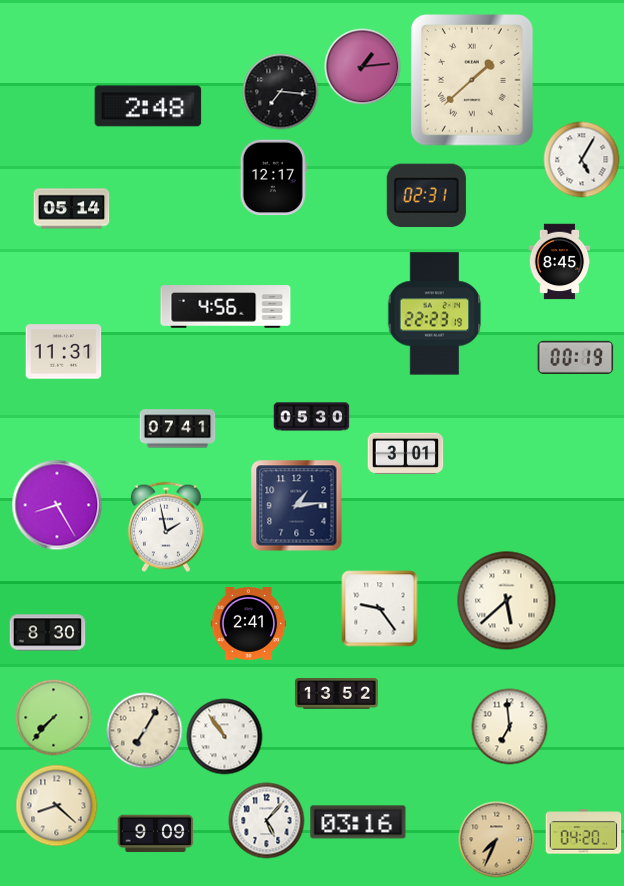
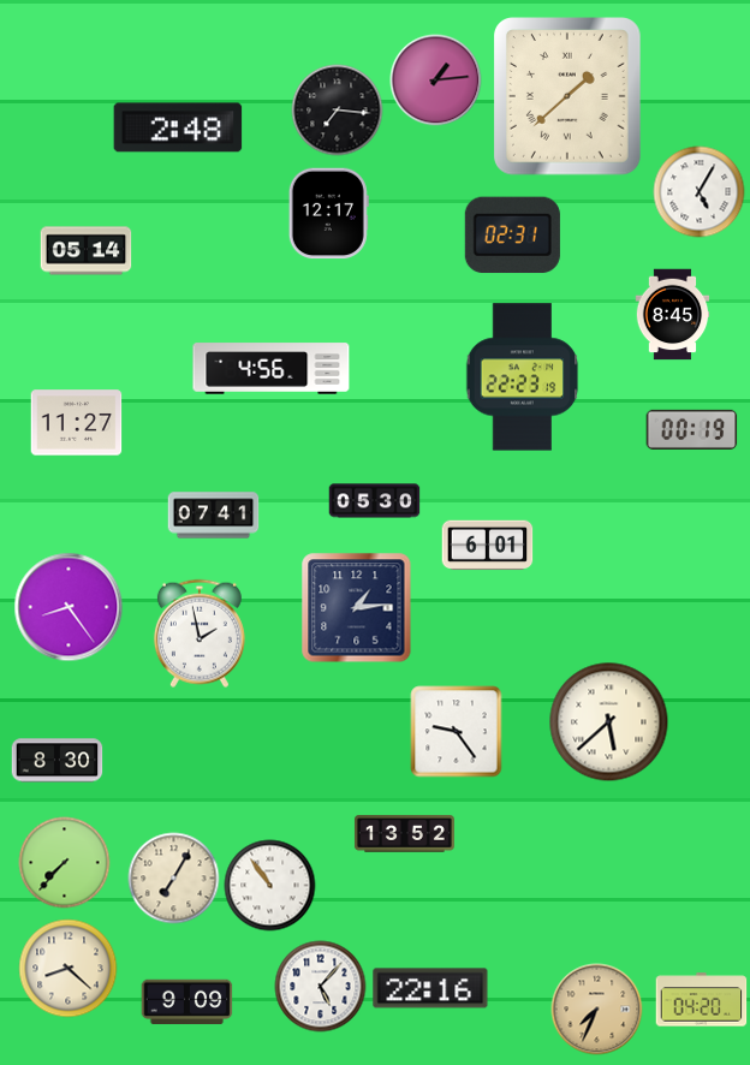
clock at (64, 352): 11:31 -> 11:27
clock at (406, 454): 3:01 -> 6:01
clock at (57, 505): 8:25 -> 8:24
clock at (249, 624): 2:41 -> none
clock at (510, 727): 6:59 -> none
clock at (358, 822): 03:16 -> 22:16
